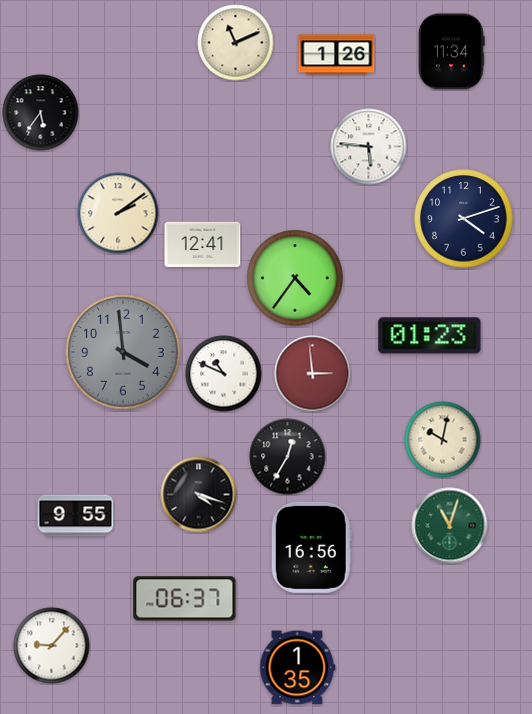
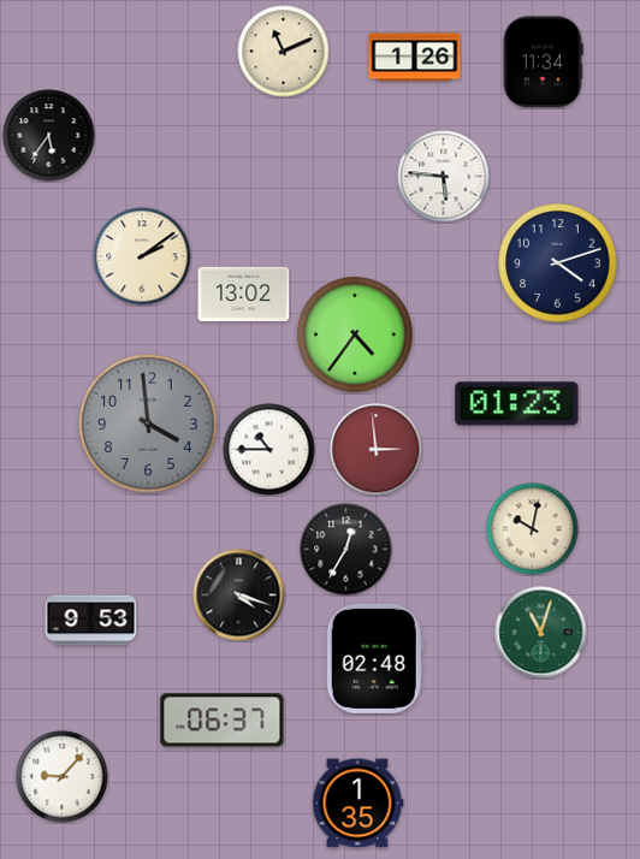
clock at (337, 55) position: (337, 55) -> (415, 58)
clock at (203, 244): 12:41 -> 13:02
clock at (224, 374): 10:49 -> 10:45
clock at (76, 516): 9:55 -> 9:53
clock at (311, 547): 16:56 -> 02:48
